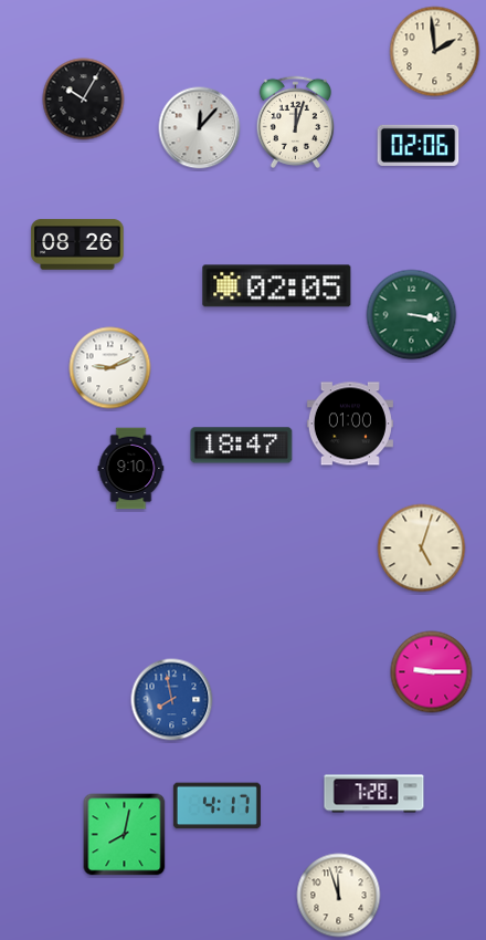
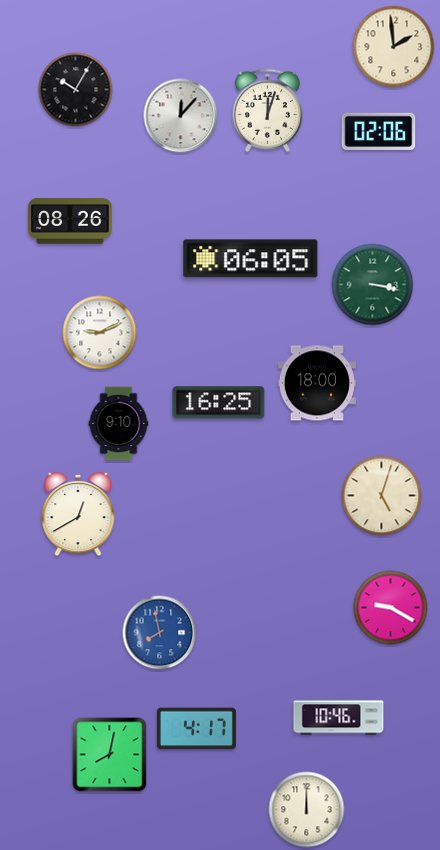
clock at (277, 286): 02:05 -> 06:05
clock at (350, 424): 01:00 -> 18:00
clock at (242, 446): 18:47 -> 16:25
clock at (78, 514): none -> 12:40
clock at (432, 672): 9:15 -> 9:20
clock at (172, 700) position: (172, 700) -> (160, 633)
clock at (374, 794): 7:28 -> 10:46
clock at (125, 835) position: (125, 835) -> (110, 755)
clock at (339, 896): 11:57 -> 12:00
